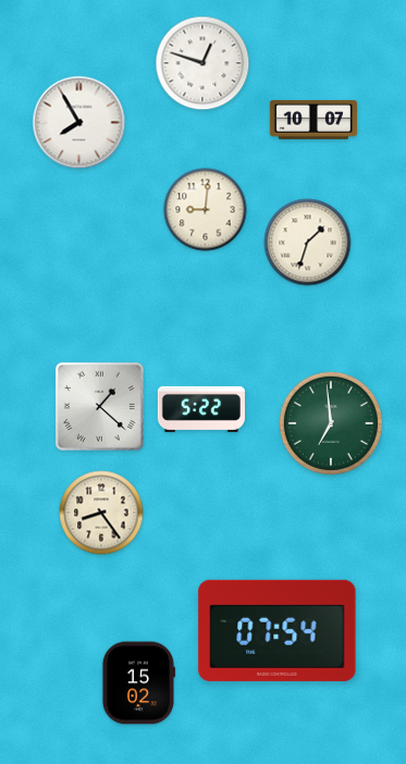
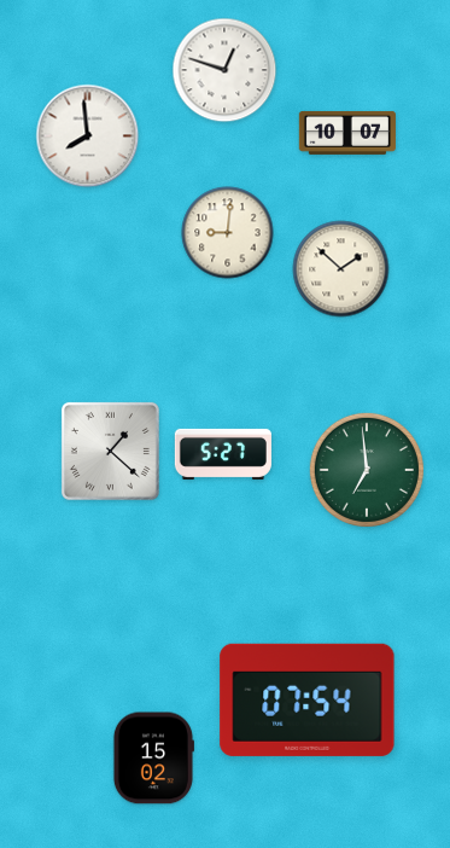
clock at (79, 123): 7:55 -> 7:59
clock at (308, 243): 1:33 -> 1:52
clock at (201, 409): 5:22 -> 5:27
clock at (101, 513): 8:24 -> none
